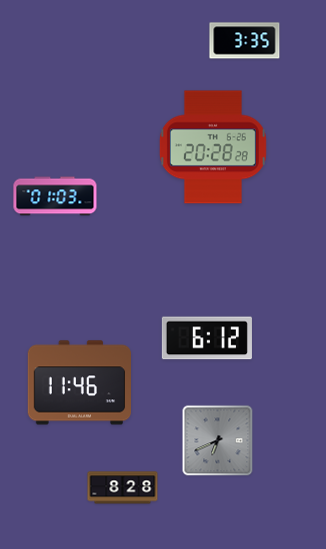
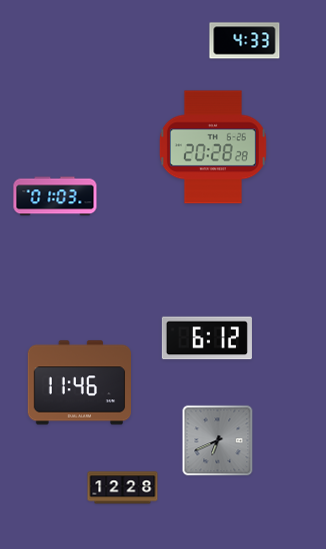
clock at (245, 41): 3:35 -> 4:33
clock at (123, 488): 8:28 -> 12:28
